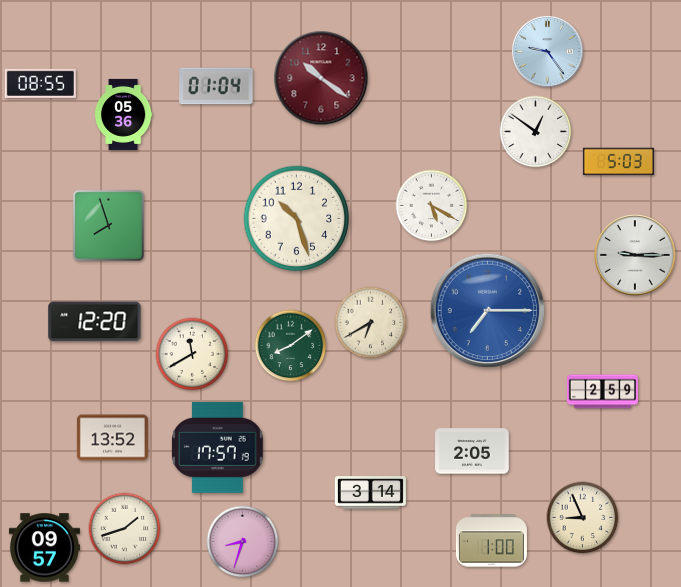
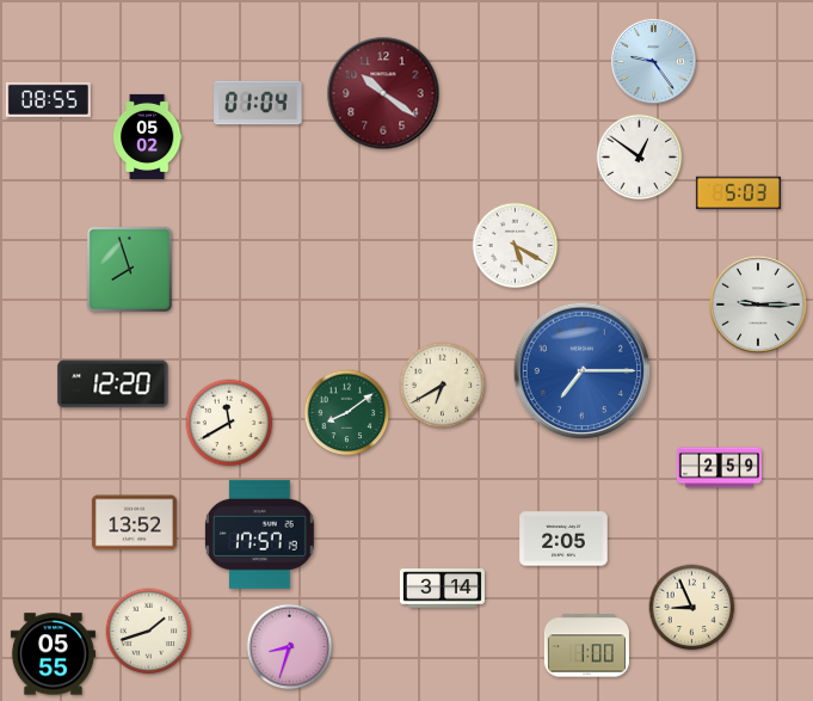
clock at (123, 114): 05:36 -> 05:02
clock at (297, 219): 10:27 -> none
clock at (583, 518) position: (583, 518) -> (692, 608)
clock at (44, 548): 09:57 -> 05:55
